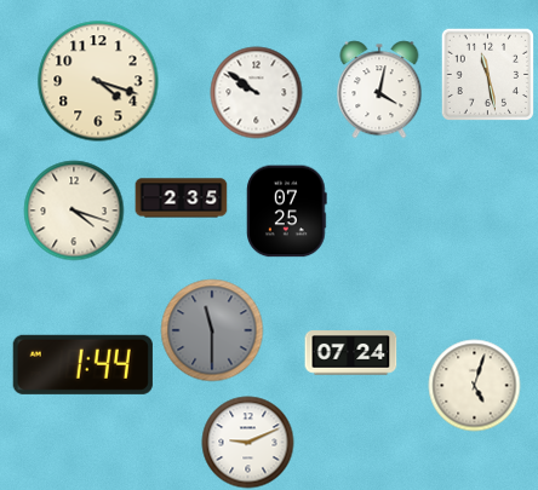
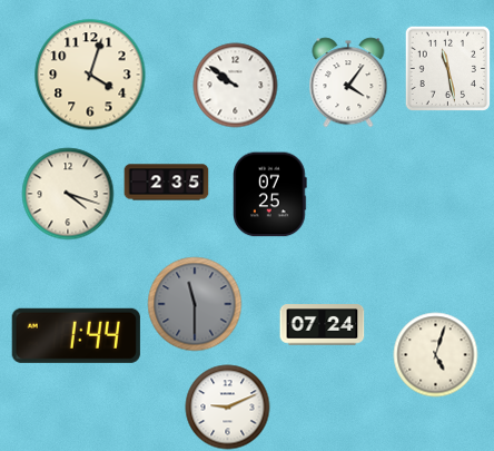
clock at (98, 81): 4:18 -> 4:03
clock at (379, 90): 4:02 -> 4:06
clock at (287, 212) position: (287, 212) -> (270, 195)
